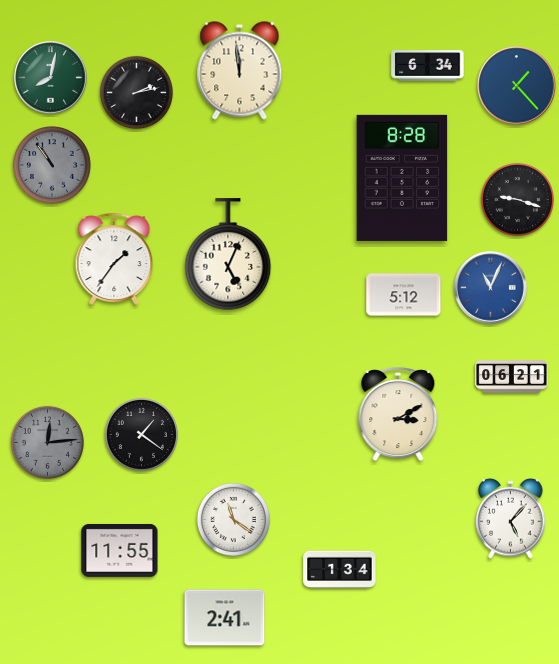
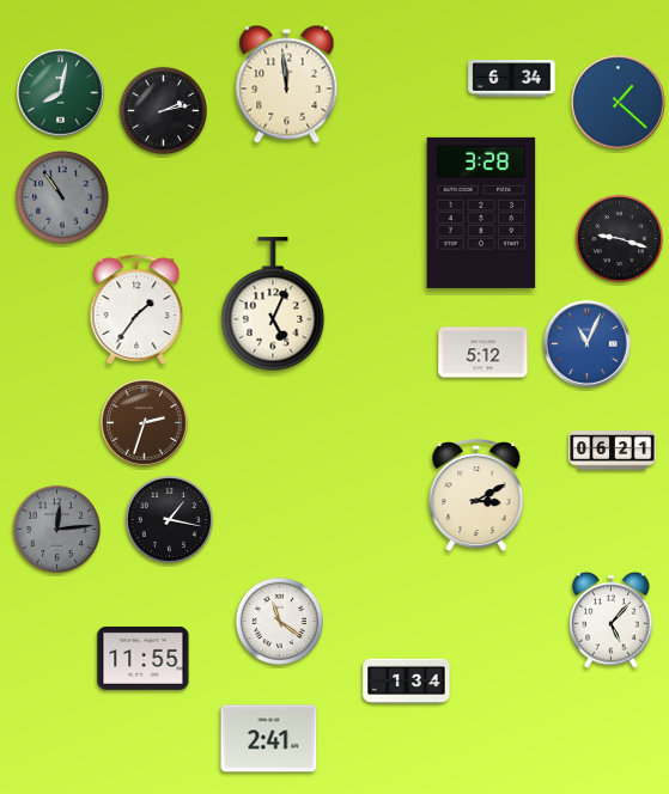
clock at (517, 86): 1:23 -> 1:22
clock at (402, 178): 8:28 -> 3:28
clock at (145, 423): none -> 2:33
clock at (141, 434): 1:21 -> 1:17
